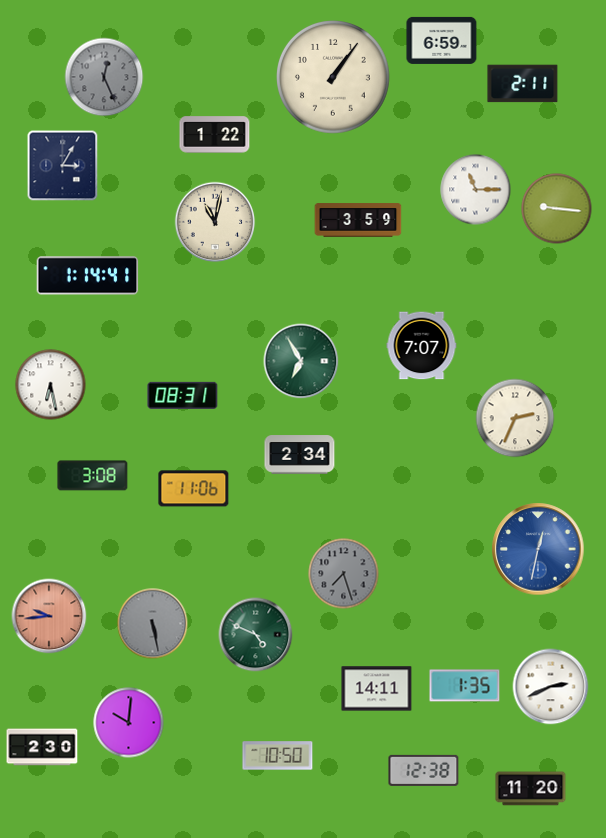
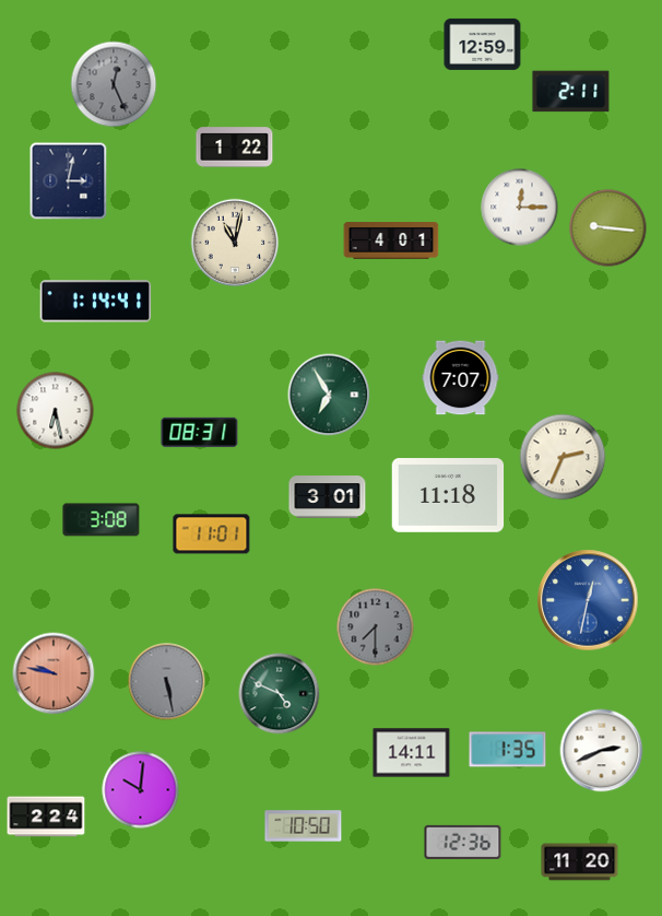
clock at (442, 40): 6:59 -> 12:59
clock at (334, 78): 1:06 -> none
clock at (63, 166): 3:05 -> 3:02
clock at (476, 190): 11:15 -> 12:15
clock at (358, 220): 3:59 -> 4:01
clock at (51, 385) position: (51, 385) -> (56, 411)
clock at (448, 496): none -> 11:18
clock at (300, 455): 2:34 -> 3:01
clock at (194, 489): 11:06 -> 11:01
clock at (344, 574): 7:27 -> 7:30
clock at (49, 616): 9:44 -> 9:47
clock at (42, 747): 2:30 -> 2:24
clock at (424, 770): 12:38 -> 12:36
